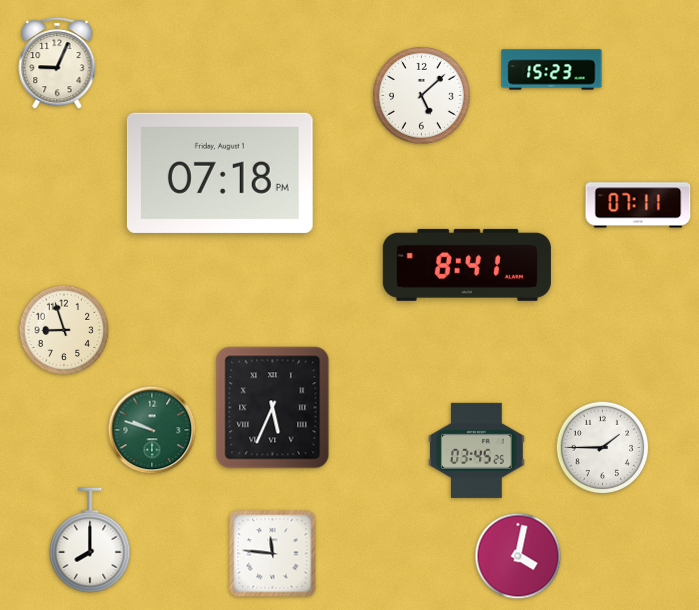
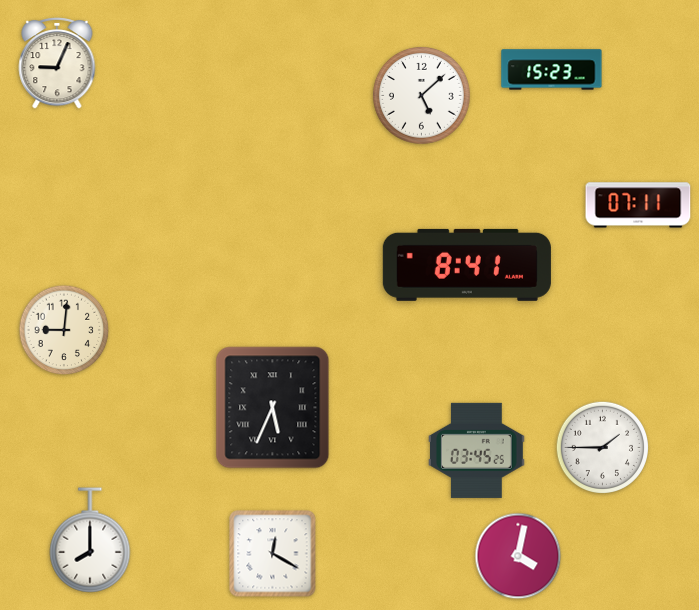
clock at (220, 173): 07:18 -> none
clock at (64, 330): 8:57 -> 9:01
clock at (152, 430): 9:48 -> none
clock at (273, 554): 11:46 -> 12:20
